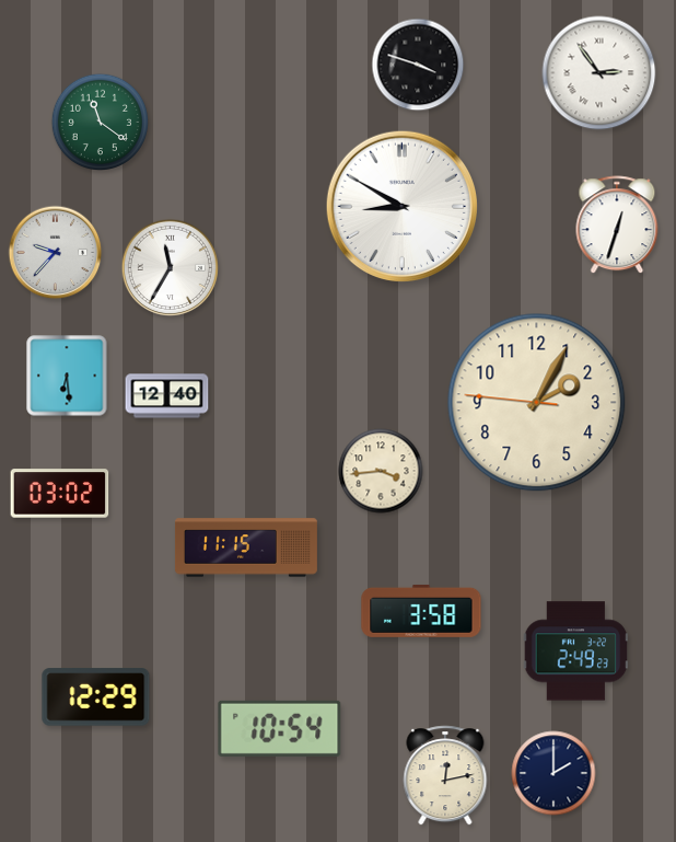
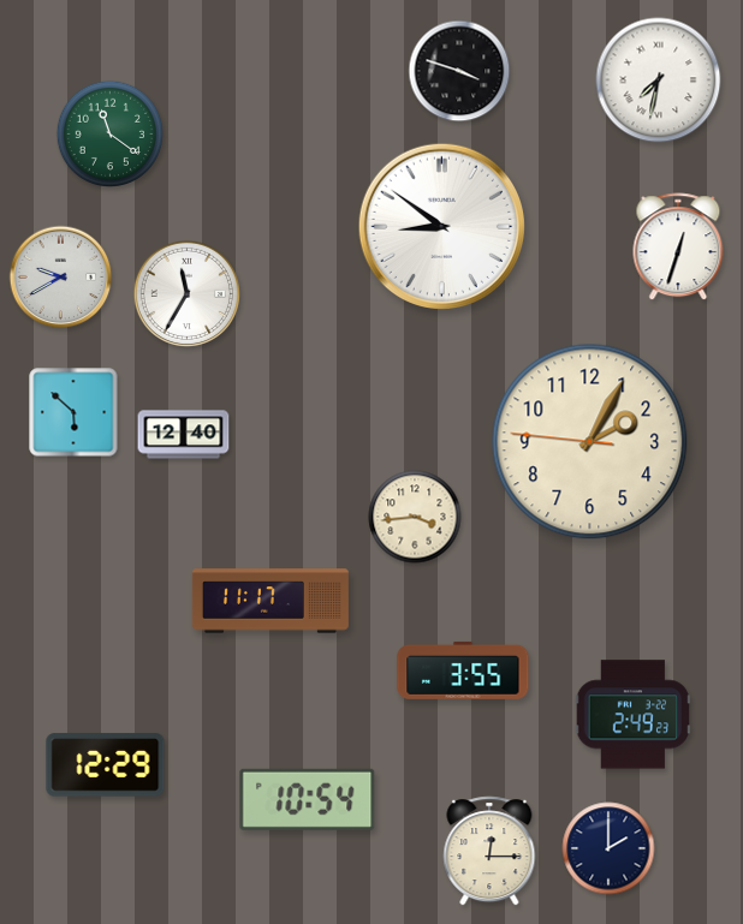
clock at (599, 73): 2:54 -> 7:32
clock at (401, 206): 8:50 -> 8:51
clock at (56, 253): 9:37 -> 9:40
clock at (67, 376): 6:29 -> 5:52
clock at (381, 471) position: (381, 471) -> (415, 517)
clock at (60, 494): 03:02 -> none
clock at (246, 547): 11:15 -> 11:17
clock at (421, 611): 3:58 -> 3:55
clock at (445, 775): 12:13 -> 12:15
